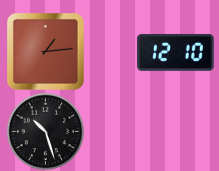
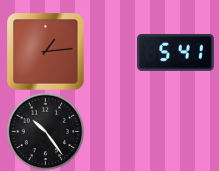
clock at (176, 52): 12:10 -> 5:41
clock at (45, 131): 10:27 -> 10:24
